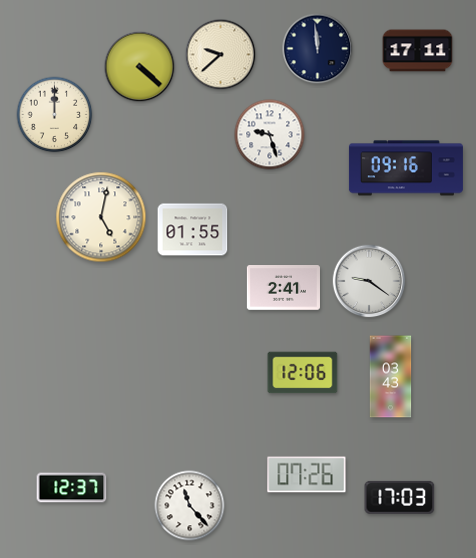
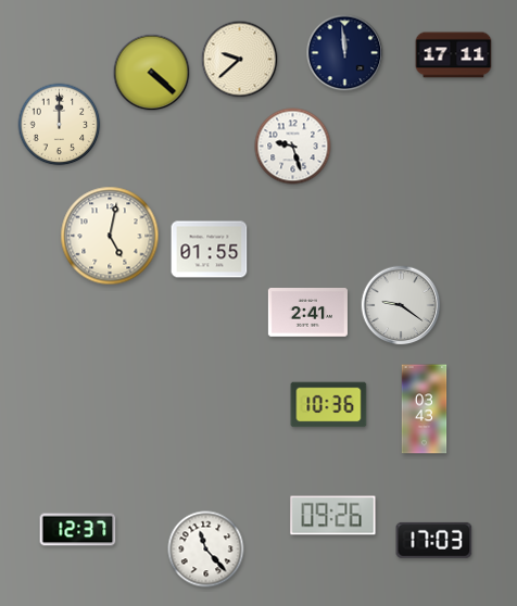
clock at (406, 168): 09:16 -> none
clock at (303, 373): 12:06 -> 10:36
clock at (307, 475): 07:26 -> 09:26
